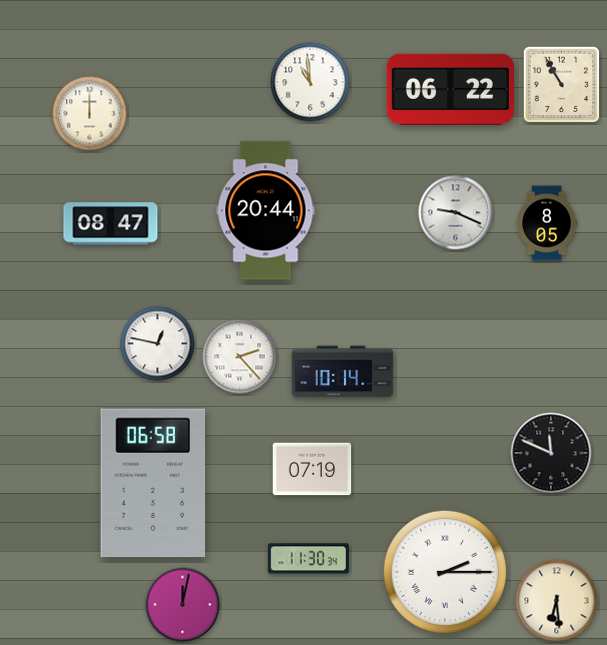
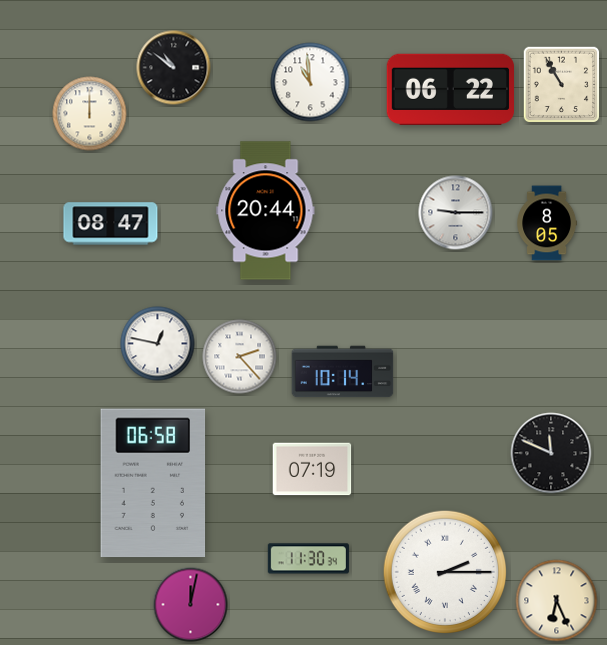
clock at (174, 68): none -> 10:51
clock at (456, 213): 9:19 -> 9:15
clock at (557, 601): 6:29 -> 6:26
clock at (183, 605) position: (183, 605) -> (191, 605)
